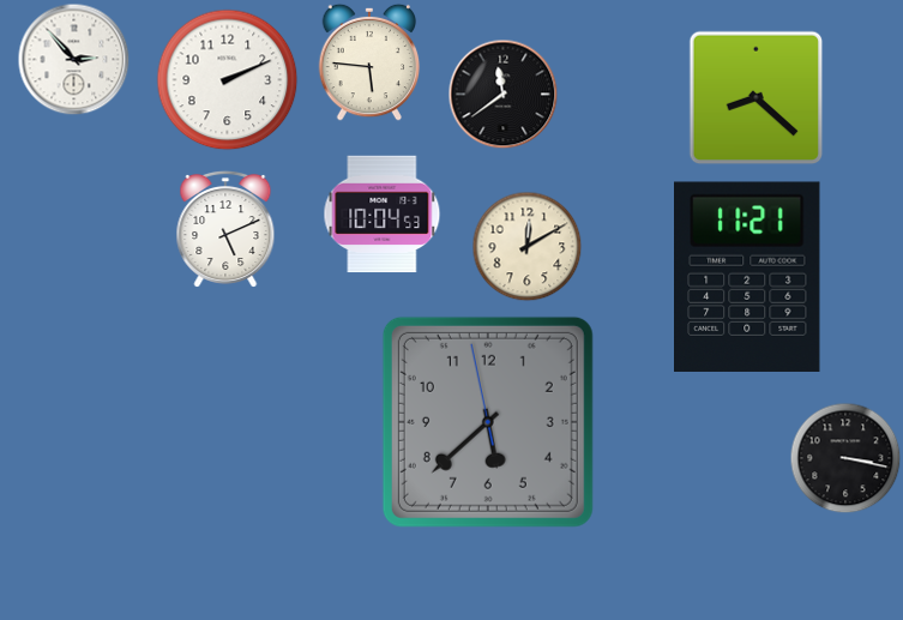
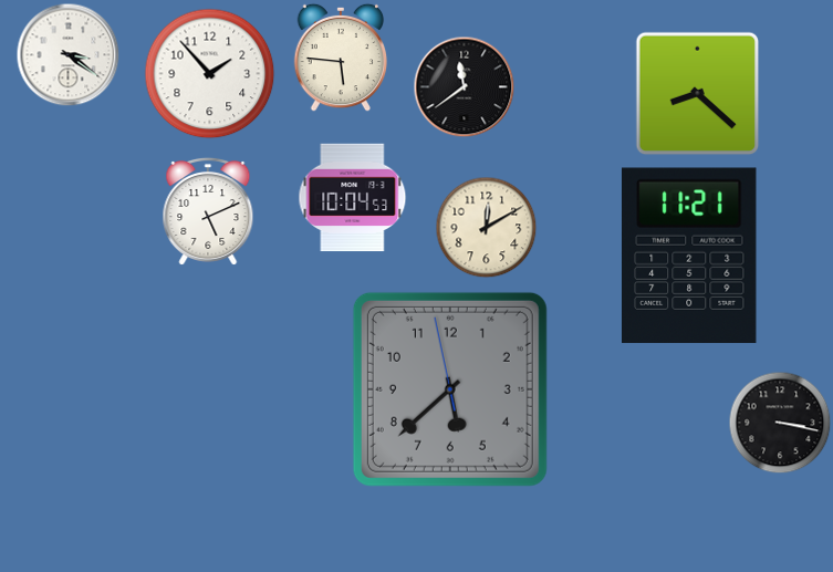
clock at (74, 60): 2:53 -> 3:21
clock at (228, 80): 2:11 -> 1:53
clock at (757, 98) position: (757, 98) -> (698, 94)
